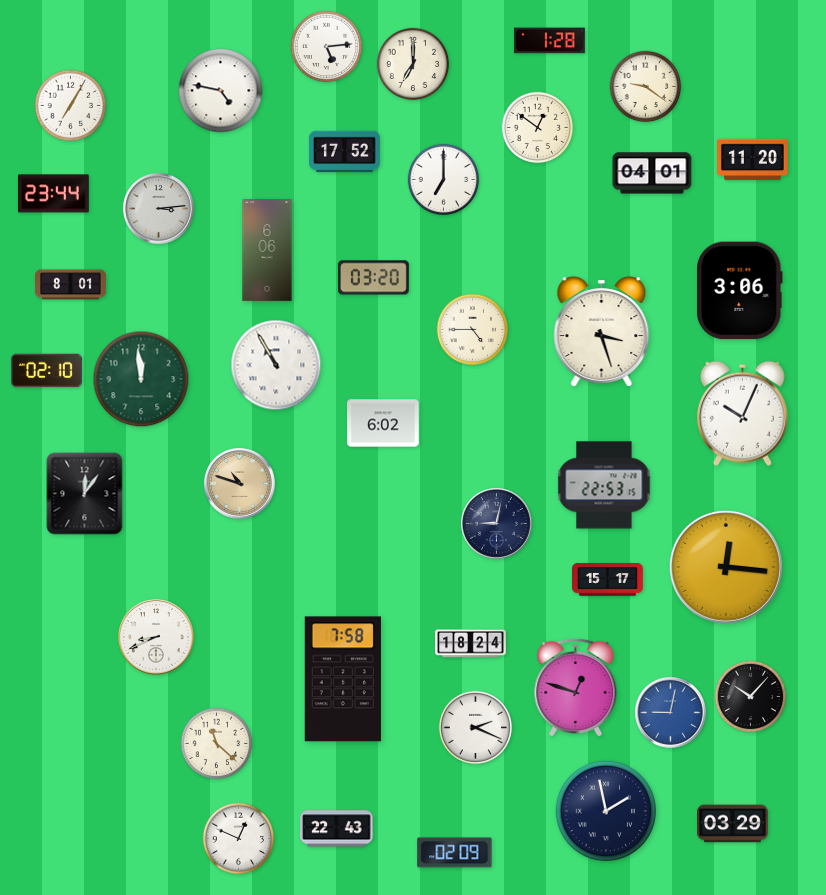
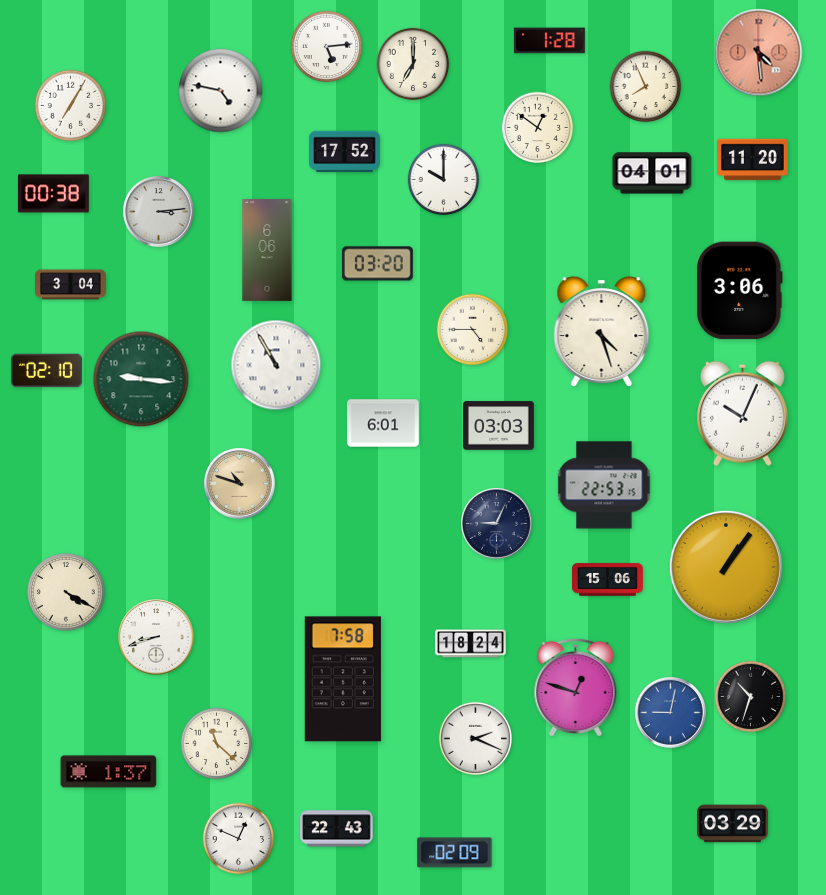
clock at (759, 53): none -> 4:29
clock at (646, 87): 9:21 -> 7:56
clock at (444, 180): 7:00 -> 10:00
clock at (53, 194): 23:44 -> 00:38
clock at (159, 209) position: (159, 209) -> (159, 212)
clock at (373, 278) position: (373, 278) -> (377, 264)
clock at (71, 285): 8:01 -> 3:04
clock at (602, 332): 3:27 -> 4:27
clock at (141, 379): 11:59 -> 9:16
clock at (383, 423): 6:02 -> 6:01
clock at (499, 426): none -> 03:03
clock at (85, 494): 12:06 -> none
clock at (497, 524): 9:02 -> 9:04
clock at (726, 567): 12:16 -> 1:06
clock at (608, 580): 15:17 -> 15:06
clock at (67, 593): none -> 4:20
clock at (156, 637): 8:41 -> 8:42
clock at (751, 697): 10:07 -> 10:33
clock at (475, 727) position: (475, 727) -> (475, 738)
clock at (109, 772): none -> 1:37
clock at (606, 811): 1:58 -> none
